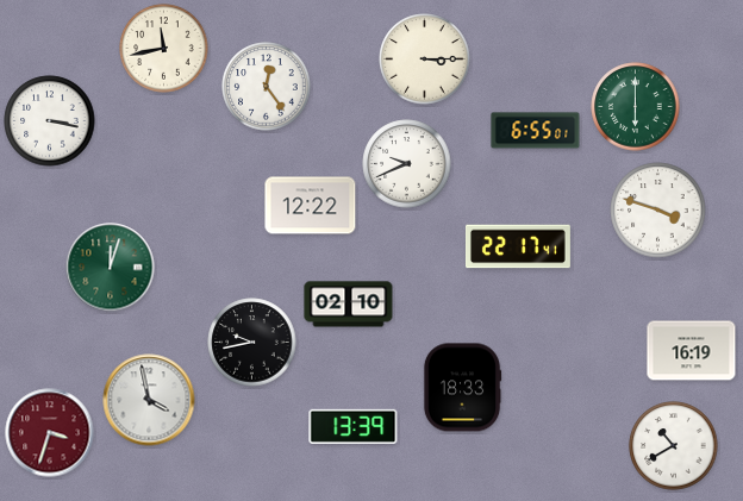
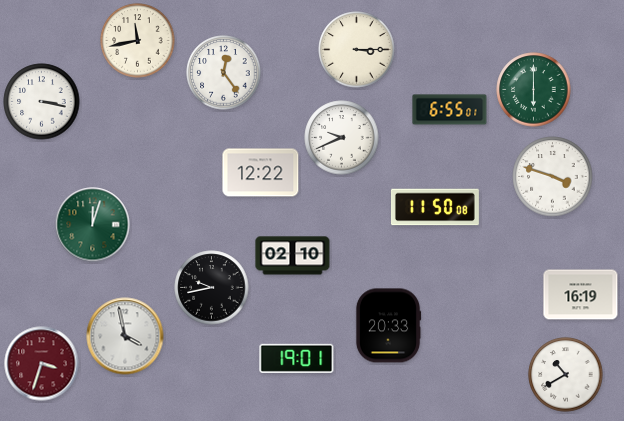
clock at (518, 246): 22:17 -> 11:50
clock at (462, 388): 18:33 -> 20:33
clock at (354, 426): 13:39 -> 19:01
